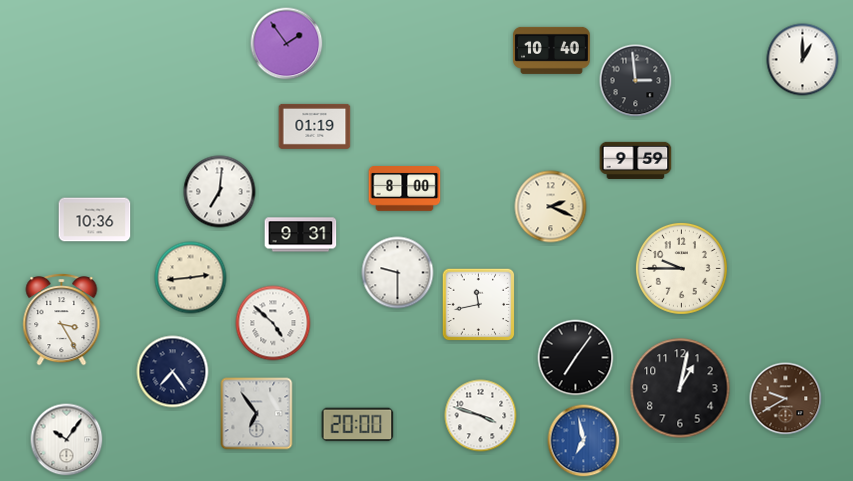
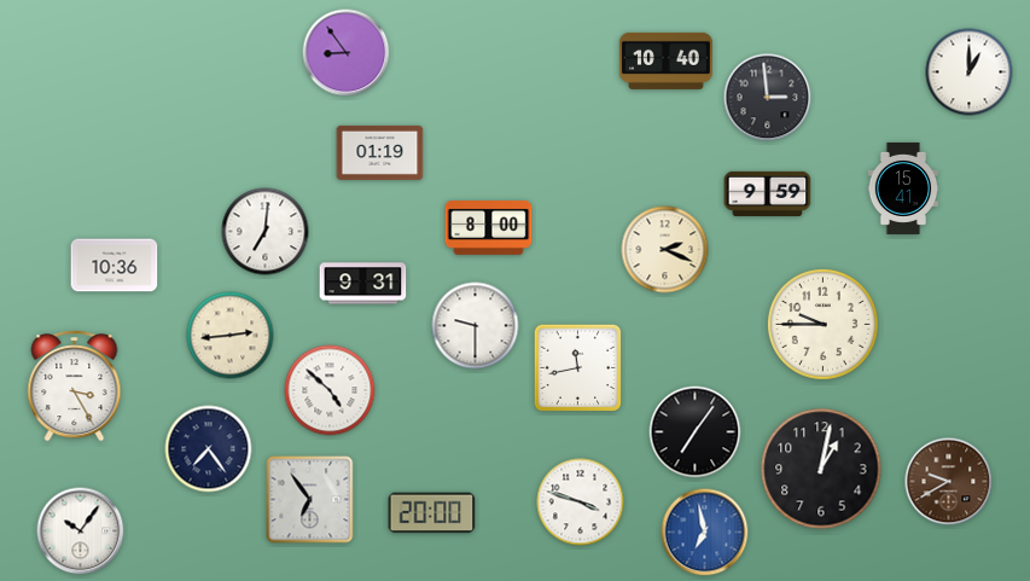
clock at (287, 44): 1:54 -> 8:54
clock at (903, 188): none -> 15:41
clock at (398, 273) position: (398, 273) -> (476, 326)
